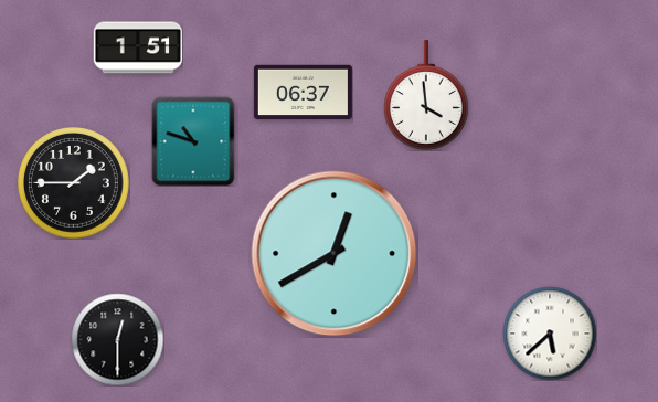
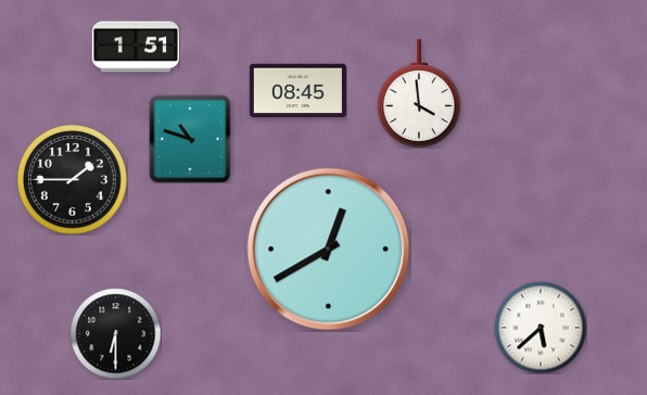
clock at (303, 93): 06:37 -> 08:45
clock at (117, 339): 12:30 -> 6:30
